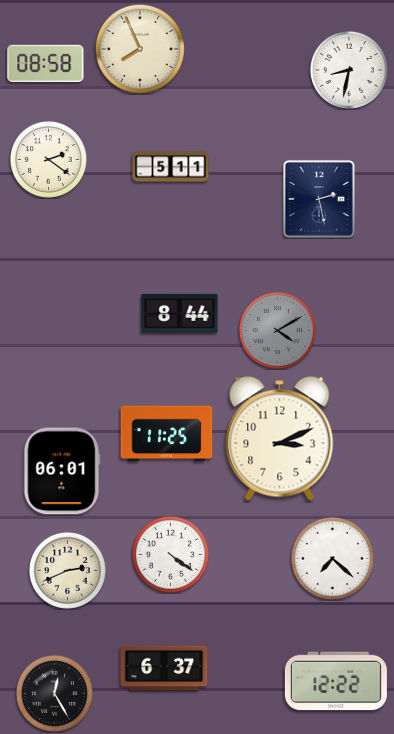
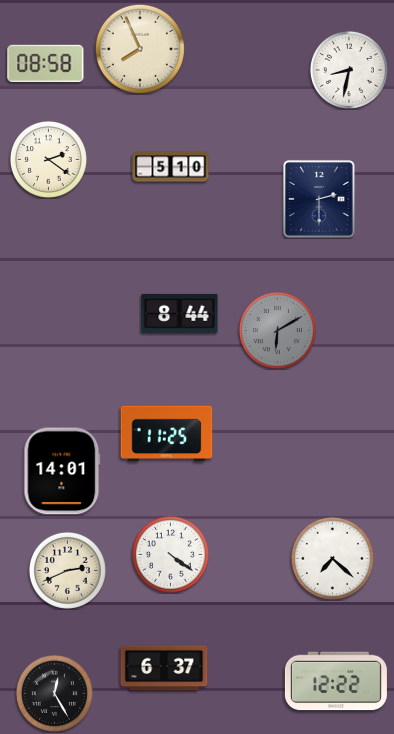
clock at (171, 167): 5:11 -> 5:10
clock at (319, 199): 2:28 -> 2:30
clock at (277, 330): 4:10 -> 6:10
clock at (280, 439): 3:11 -> none
clock at (62, 471): 06:01 -> 14:01
